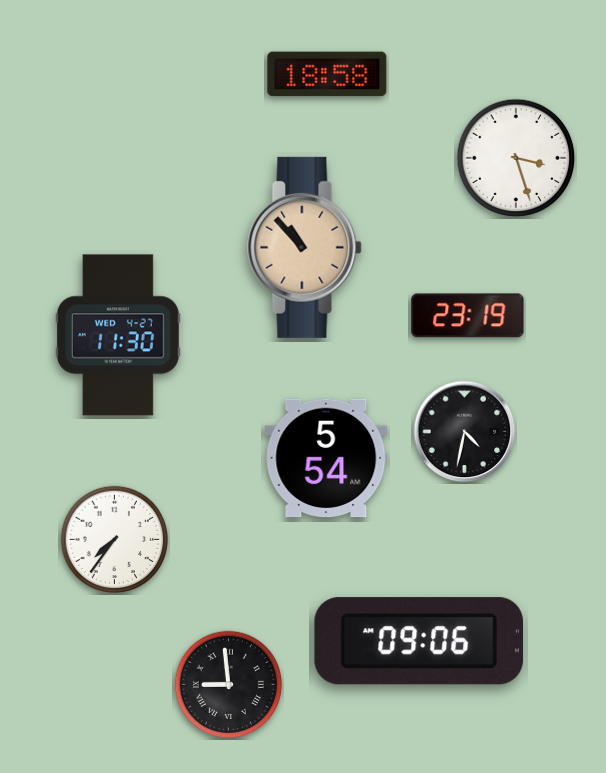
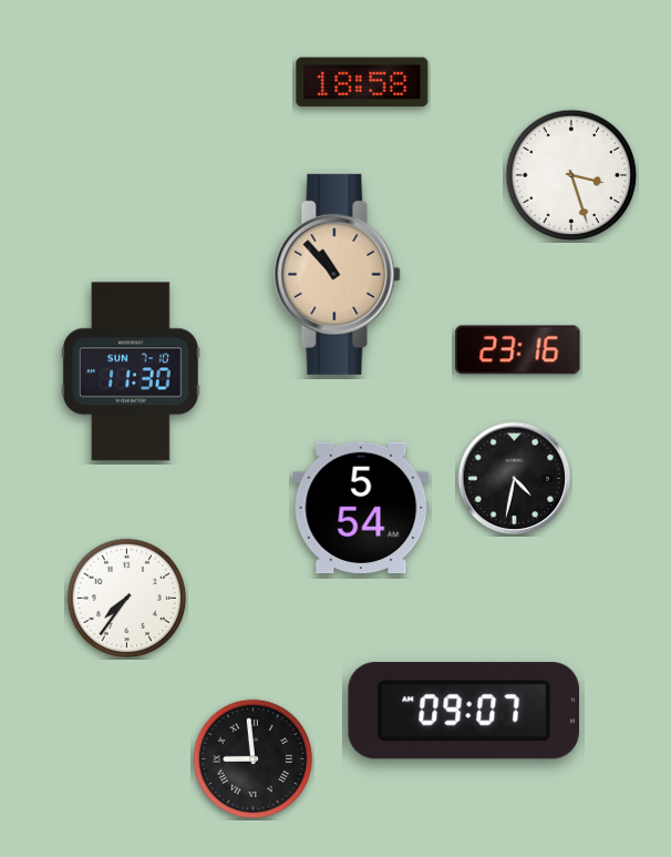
clock at (468, 316): 23:19 -> 23:16
clock at (118, 335) date: WED 4-27 -> SUN 7-10
clock at (419, 641): 09:06 -> 09:07
